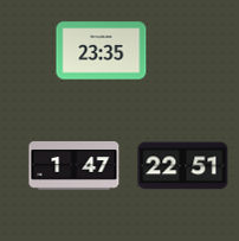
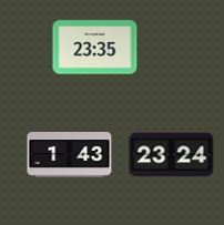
clock at (75, 166): 1:47 -> 1:43
clock at (183, 166): 22:51 -> 23:24
